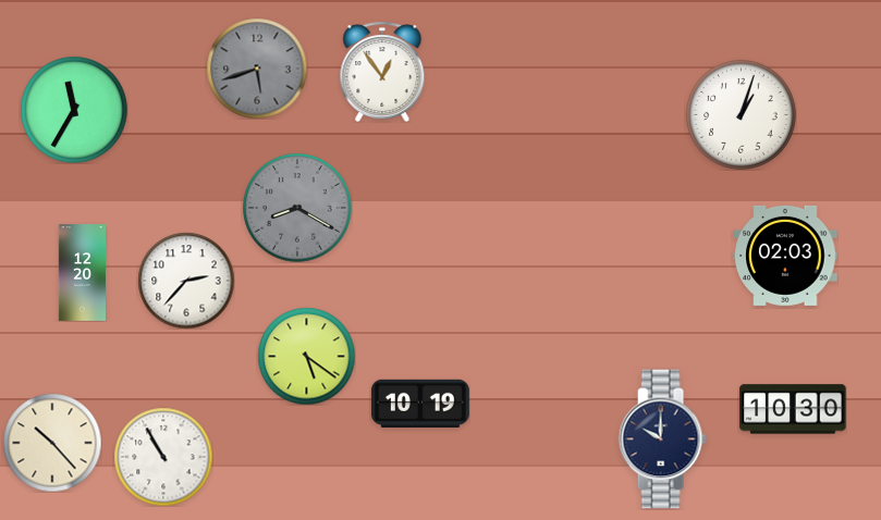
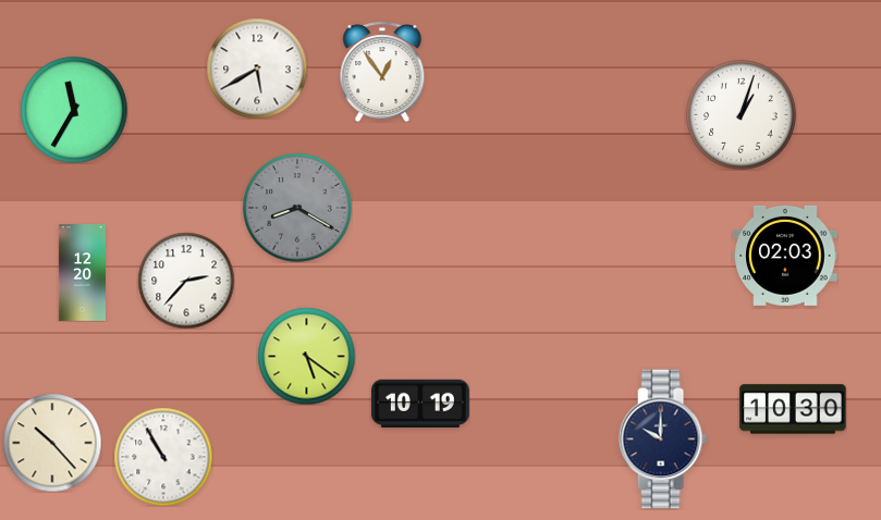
clock at (257, 69): 5:42 -> 5:40
clock at (257, 69) dial: grey -> white
